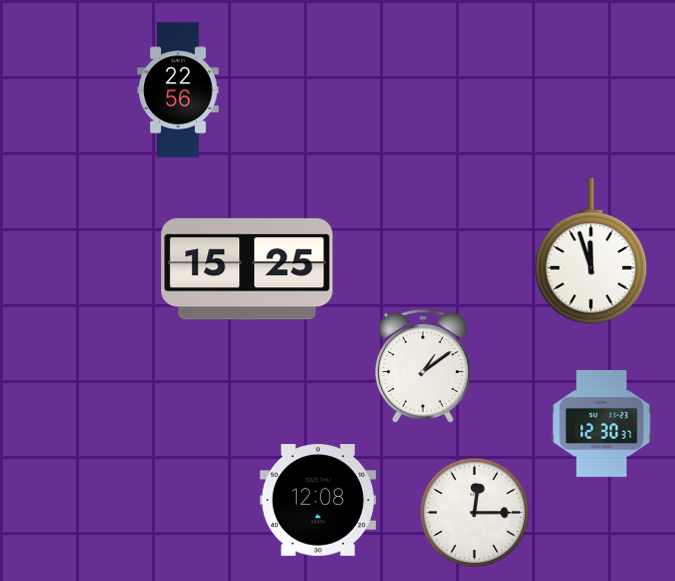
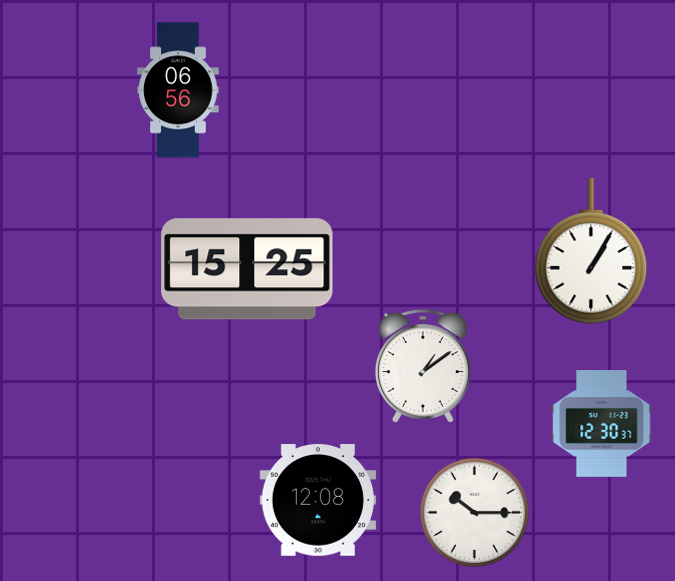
clock at (178, 90): 22:56 -> 06:56
clock at (591, 251): 11:57 -> 1:05
clock at (475, 513): 12:15 -> 10:15
